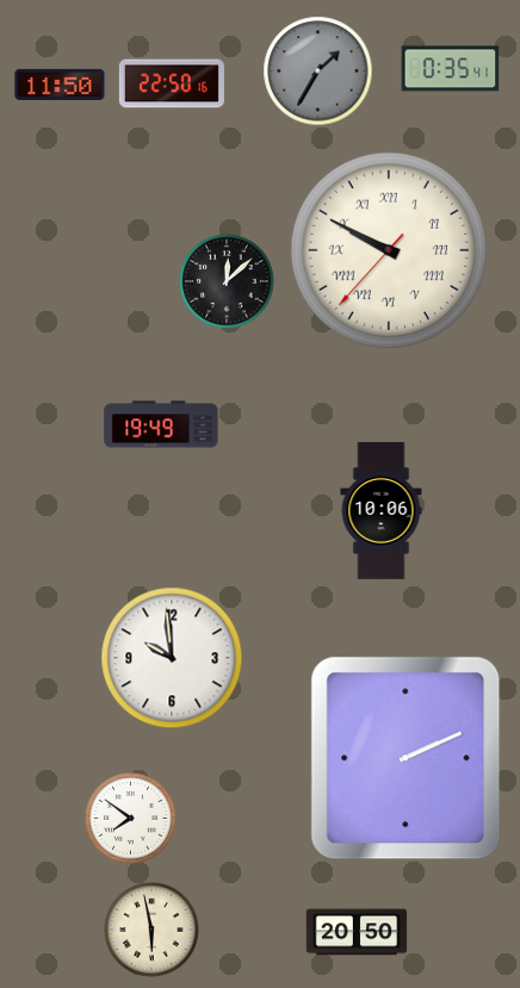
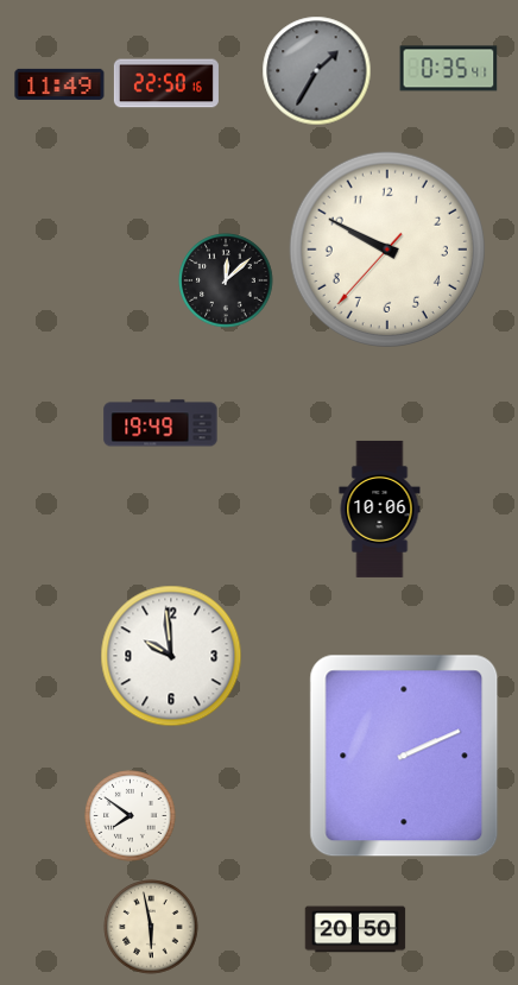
clock at (172, 83) position: (172, 83) -> (166, 83)
clock at (60, 85): 11:50 -> 11:49
clock at (389, 250) numerals: Roman -> Arabic
